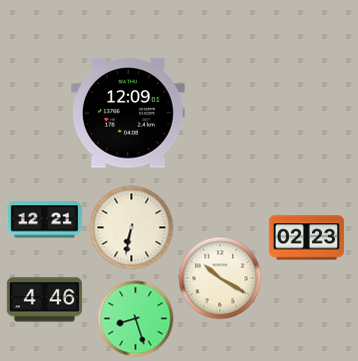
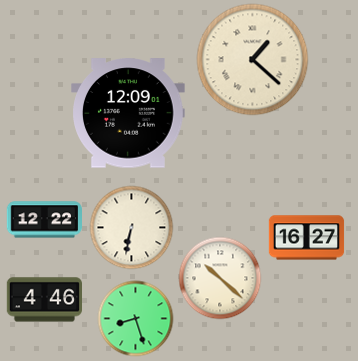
clock at (253, 60): none -> 1:22
clock at (44, 220): 12:21 -> 12:22
clock at (307, 238): 02:23 -> 16:27
clock at (220, 278): 10:20 -> 10:22
